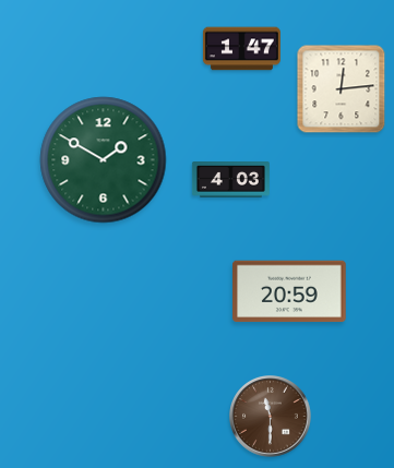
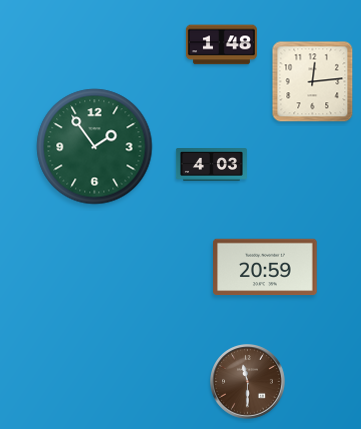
clock at (241, 49): 1:47 -> 1:48
clock at (104, 160): 1:50 -> 1:54
